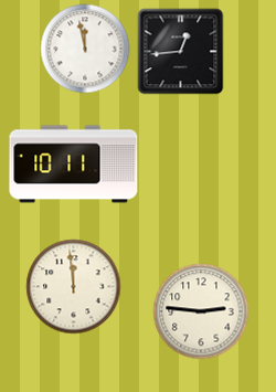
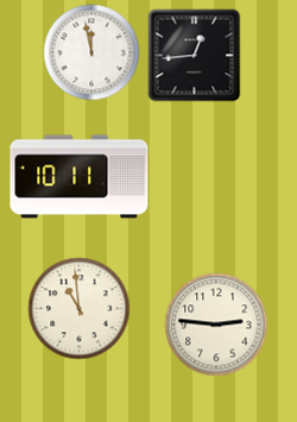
clock at (73, 286): 11:59 -> 10:59
clock at (201, 311) position: (201, 311) -> (216, 325)
